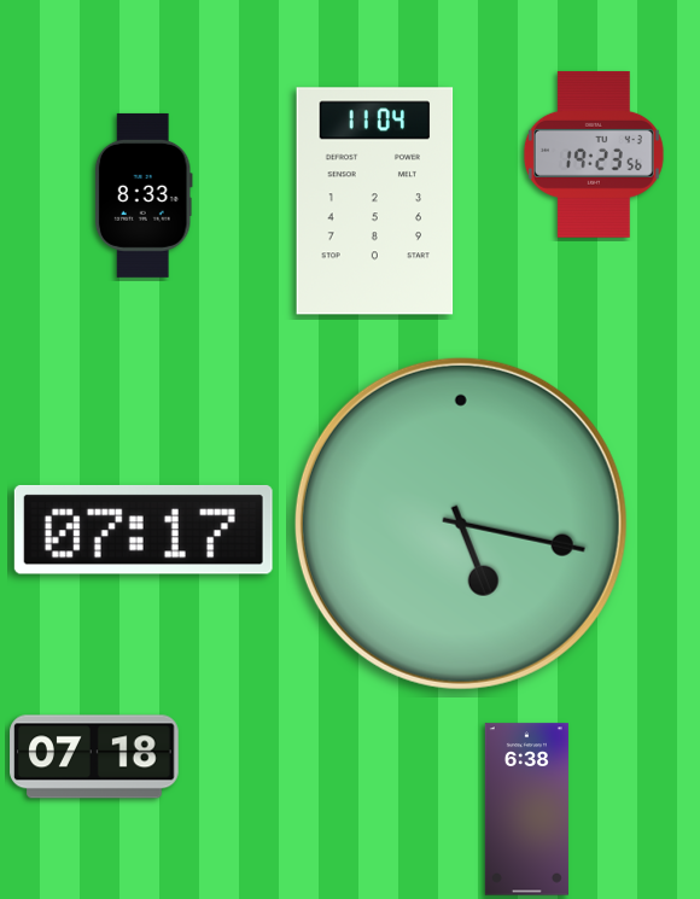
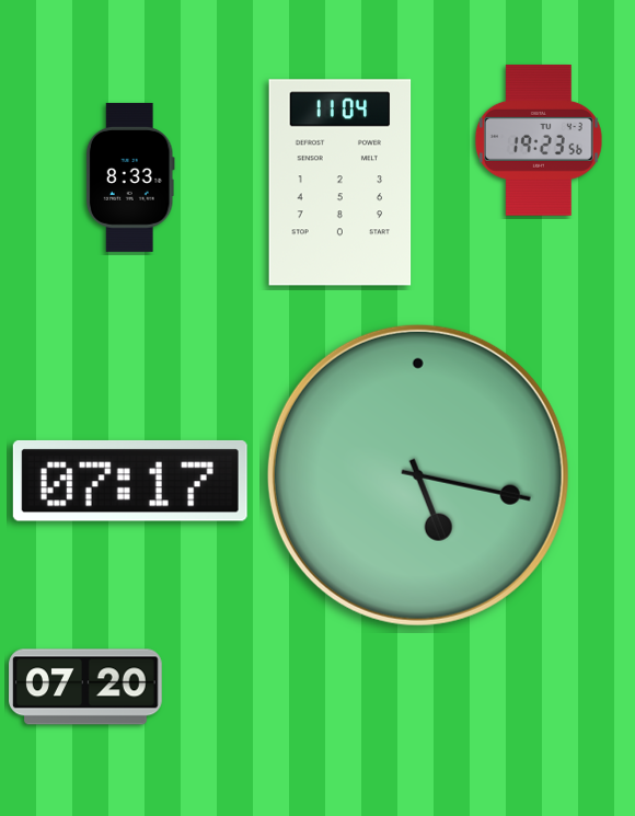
clock at (94, 757): 07:18 -> 07:20
clock at (526, 810): 6:38 -> none
